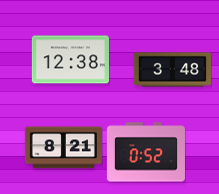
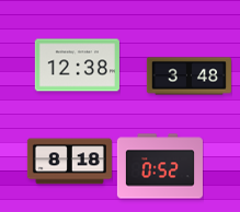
clock at (63, 148): 8:21 -> 8:18
